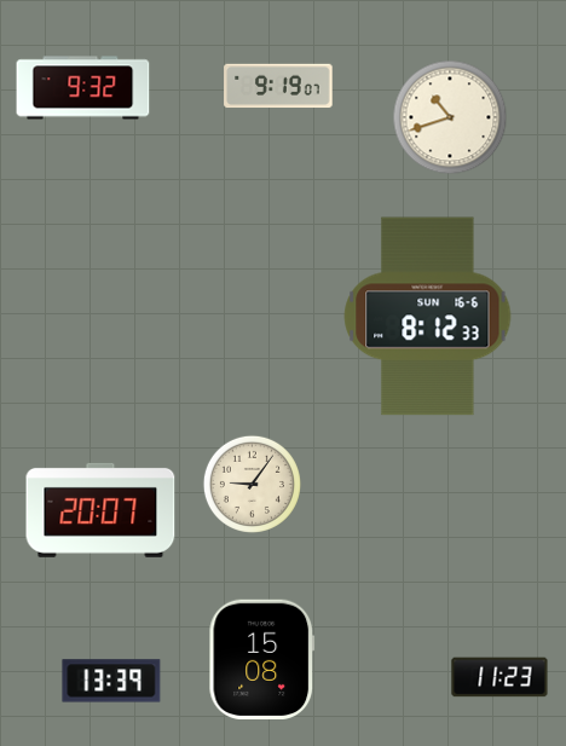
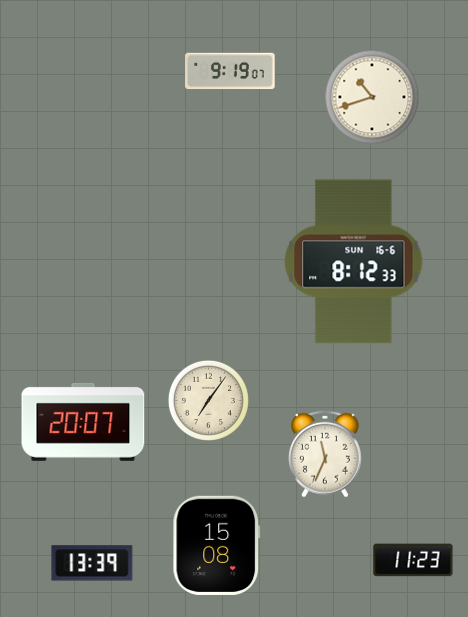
clock at (83, 88): 9:32 -> none
clock at (252, 484): 9:06 -> 7:06
clock at (325, 454): none -> 11:34
